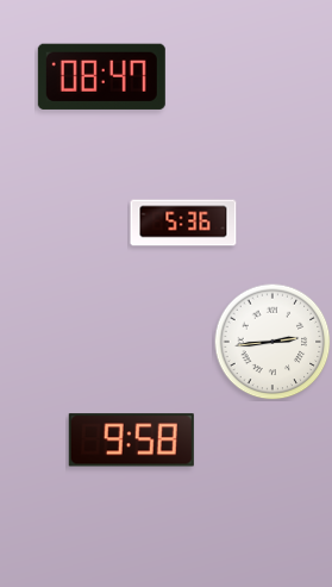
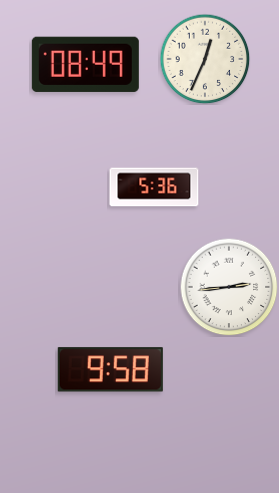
clock at (205, 59): none -> 12:34
clock at (101, 76): 08:47 -> 08:49
